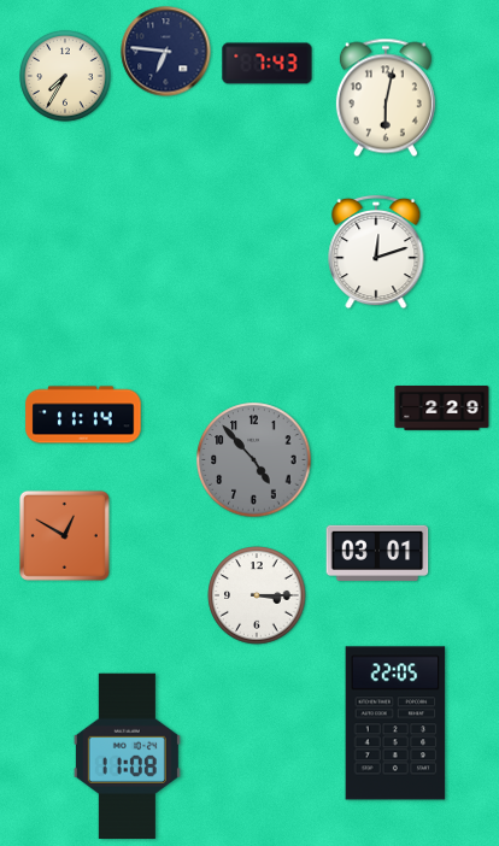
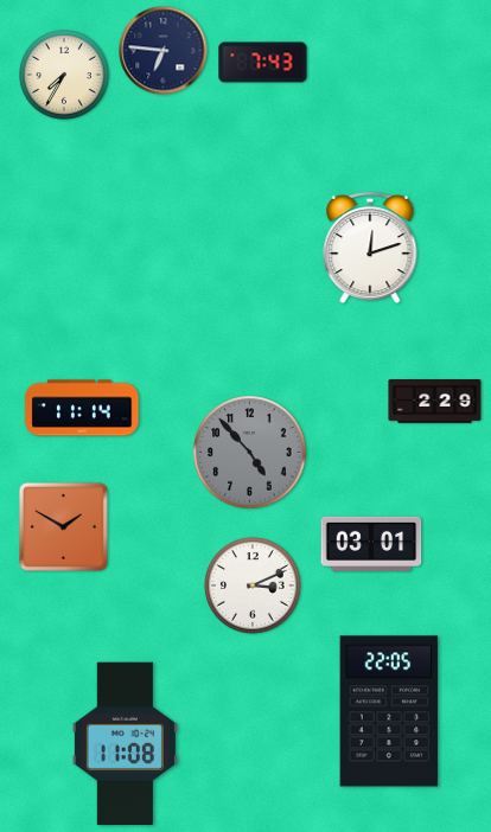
clock at (386, 98): 6:02 -> none
clock at (64, 535): 12:50 -> 1:50
clock at (257, 595): 3:15 -> 3:11
